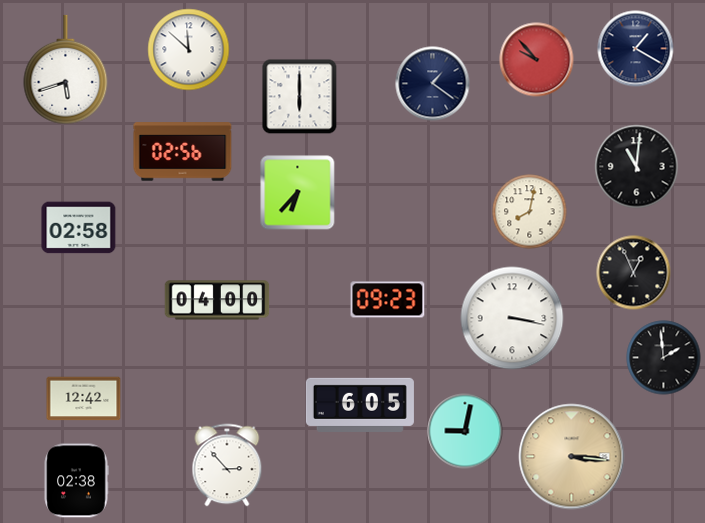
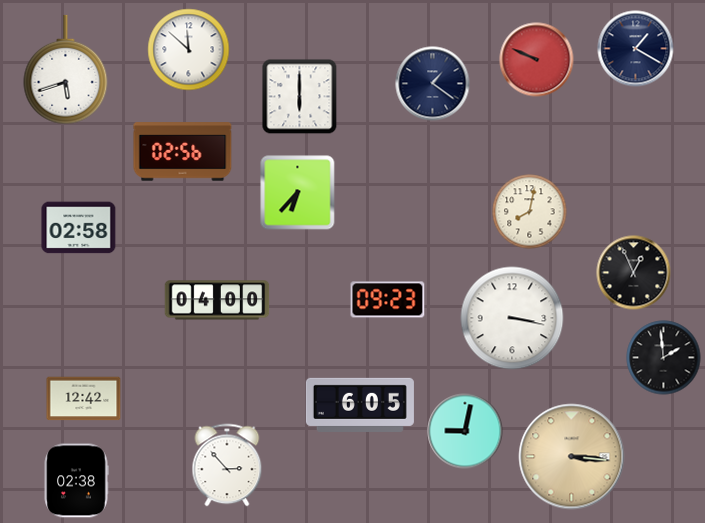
clock at (537, 60): 9:53 -> 9:49
clock at (637, 167): 11:01 -> none
